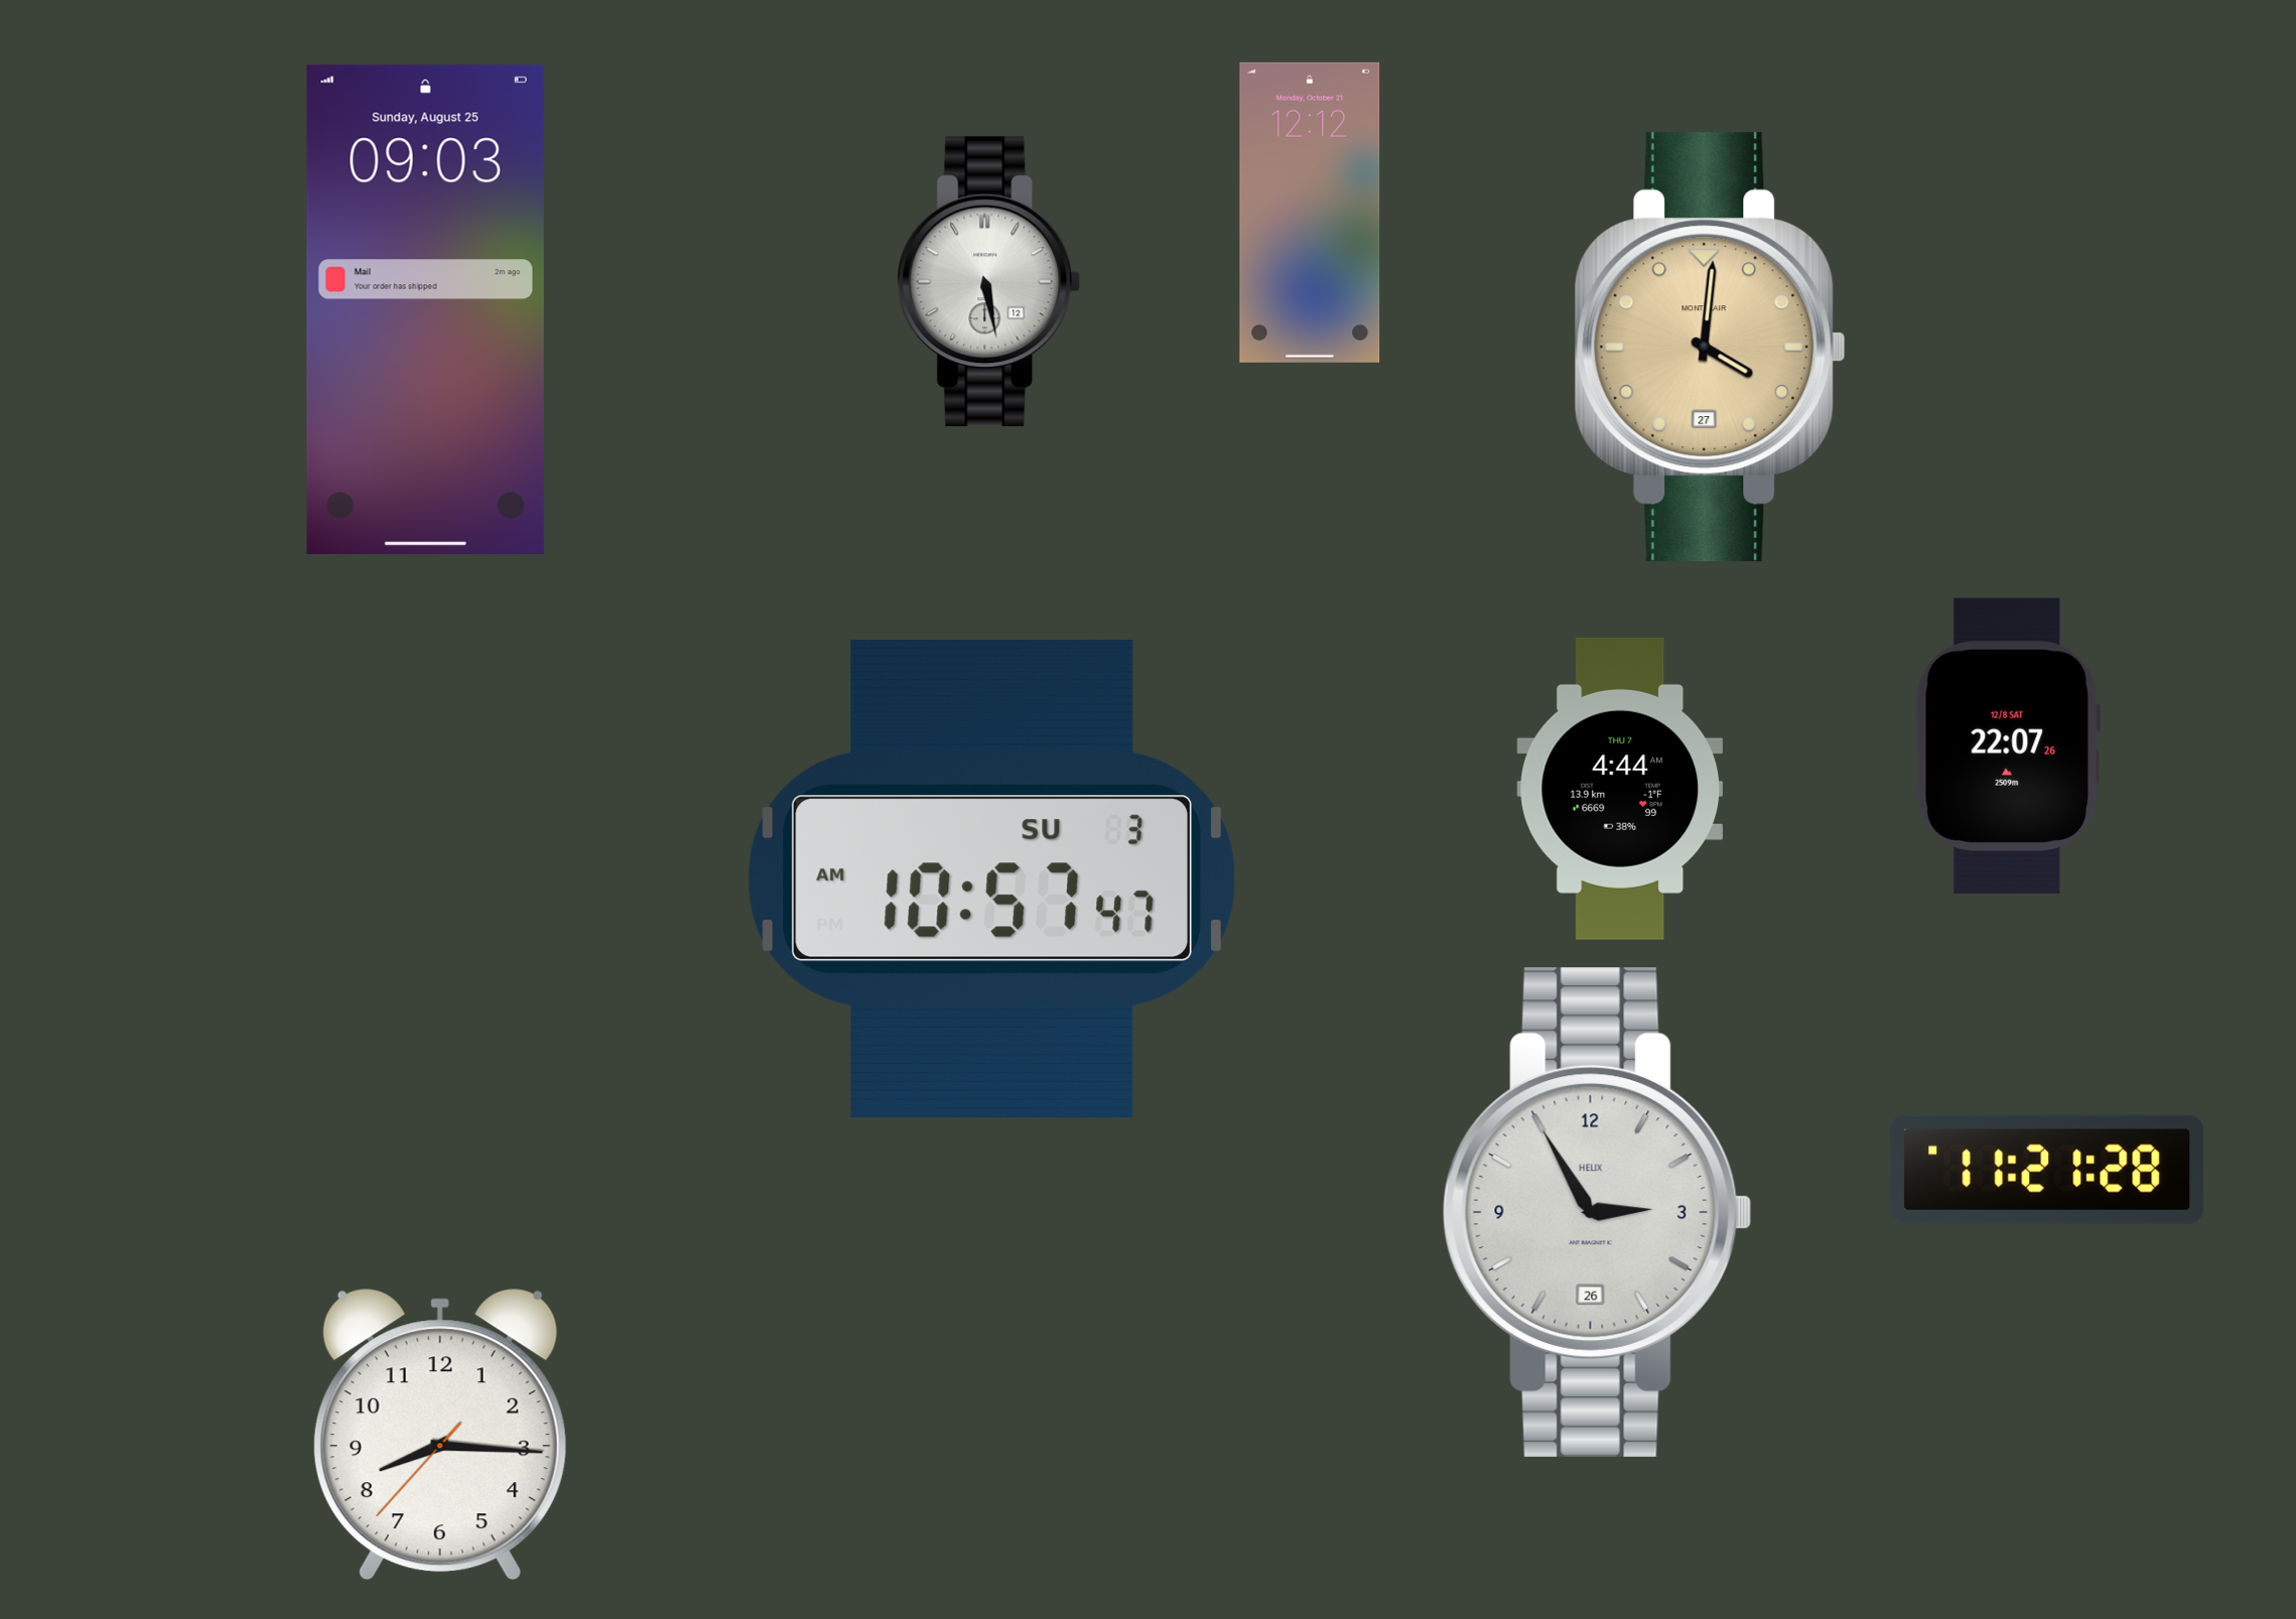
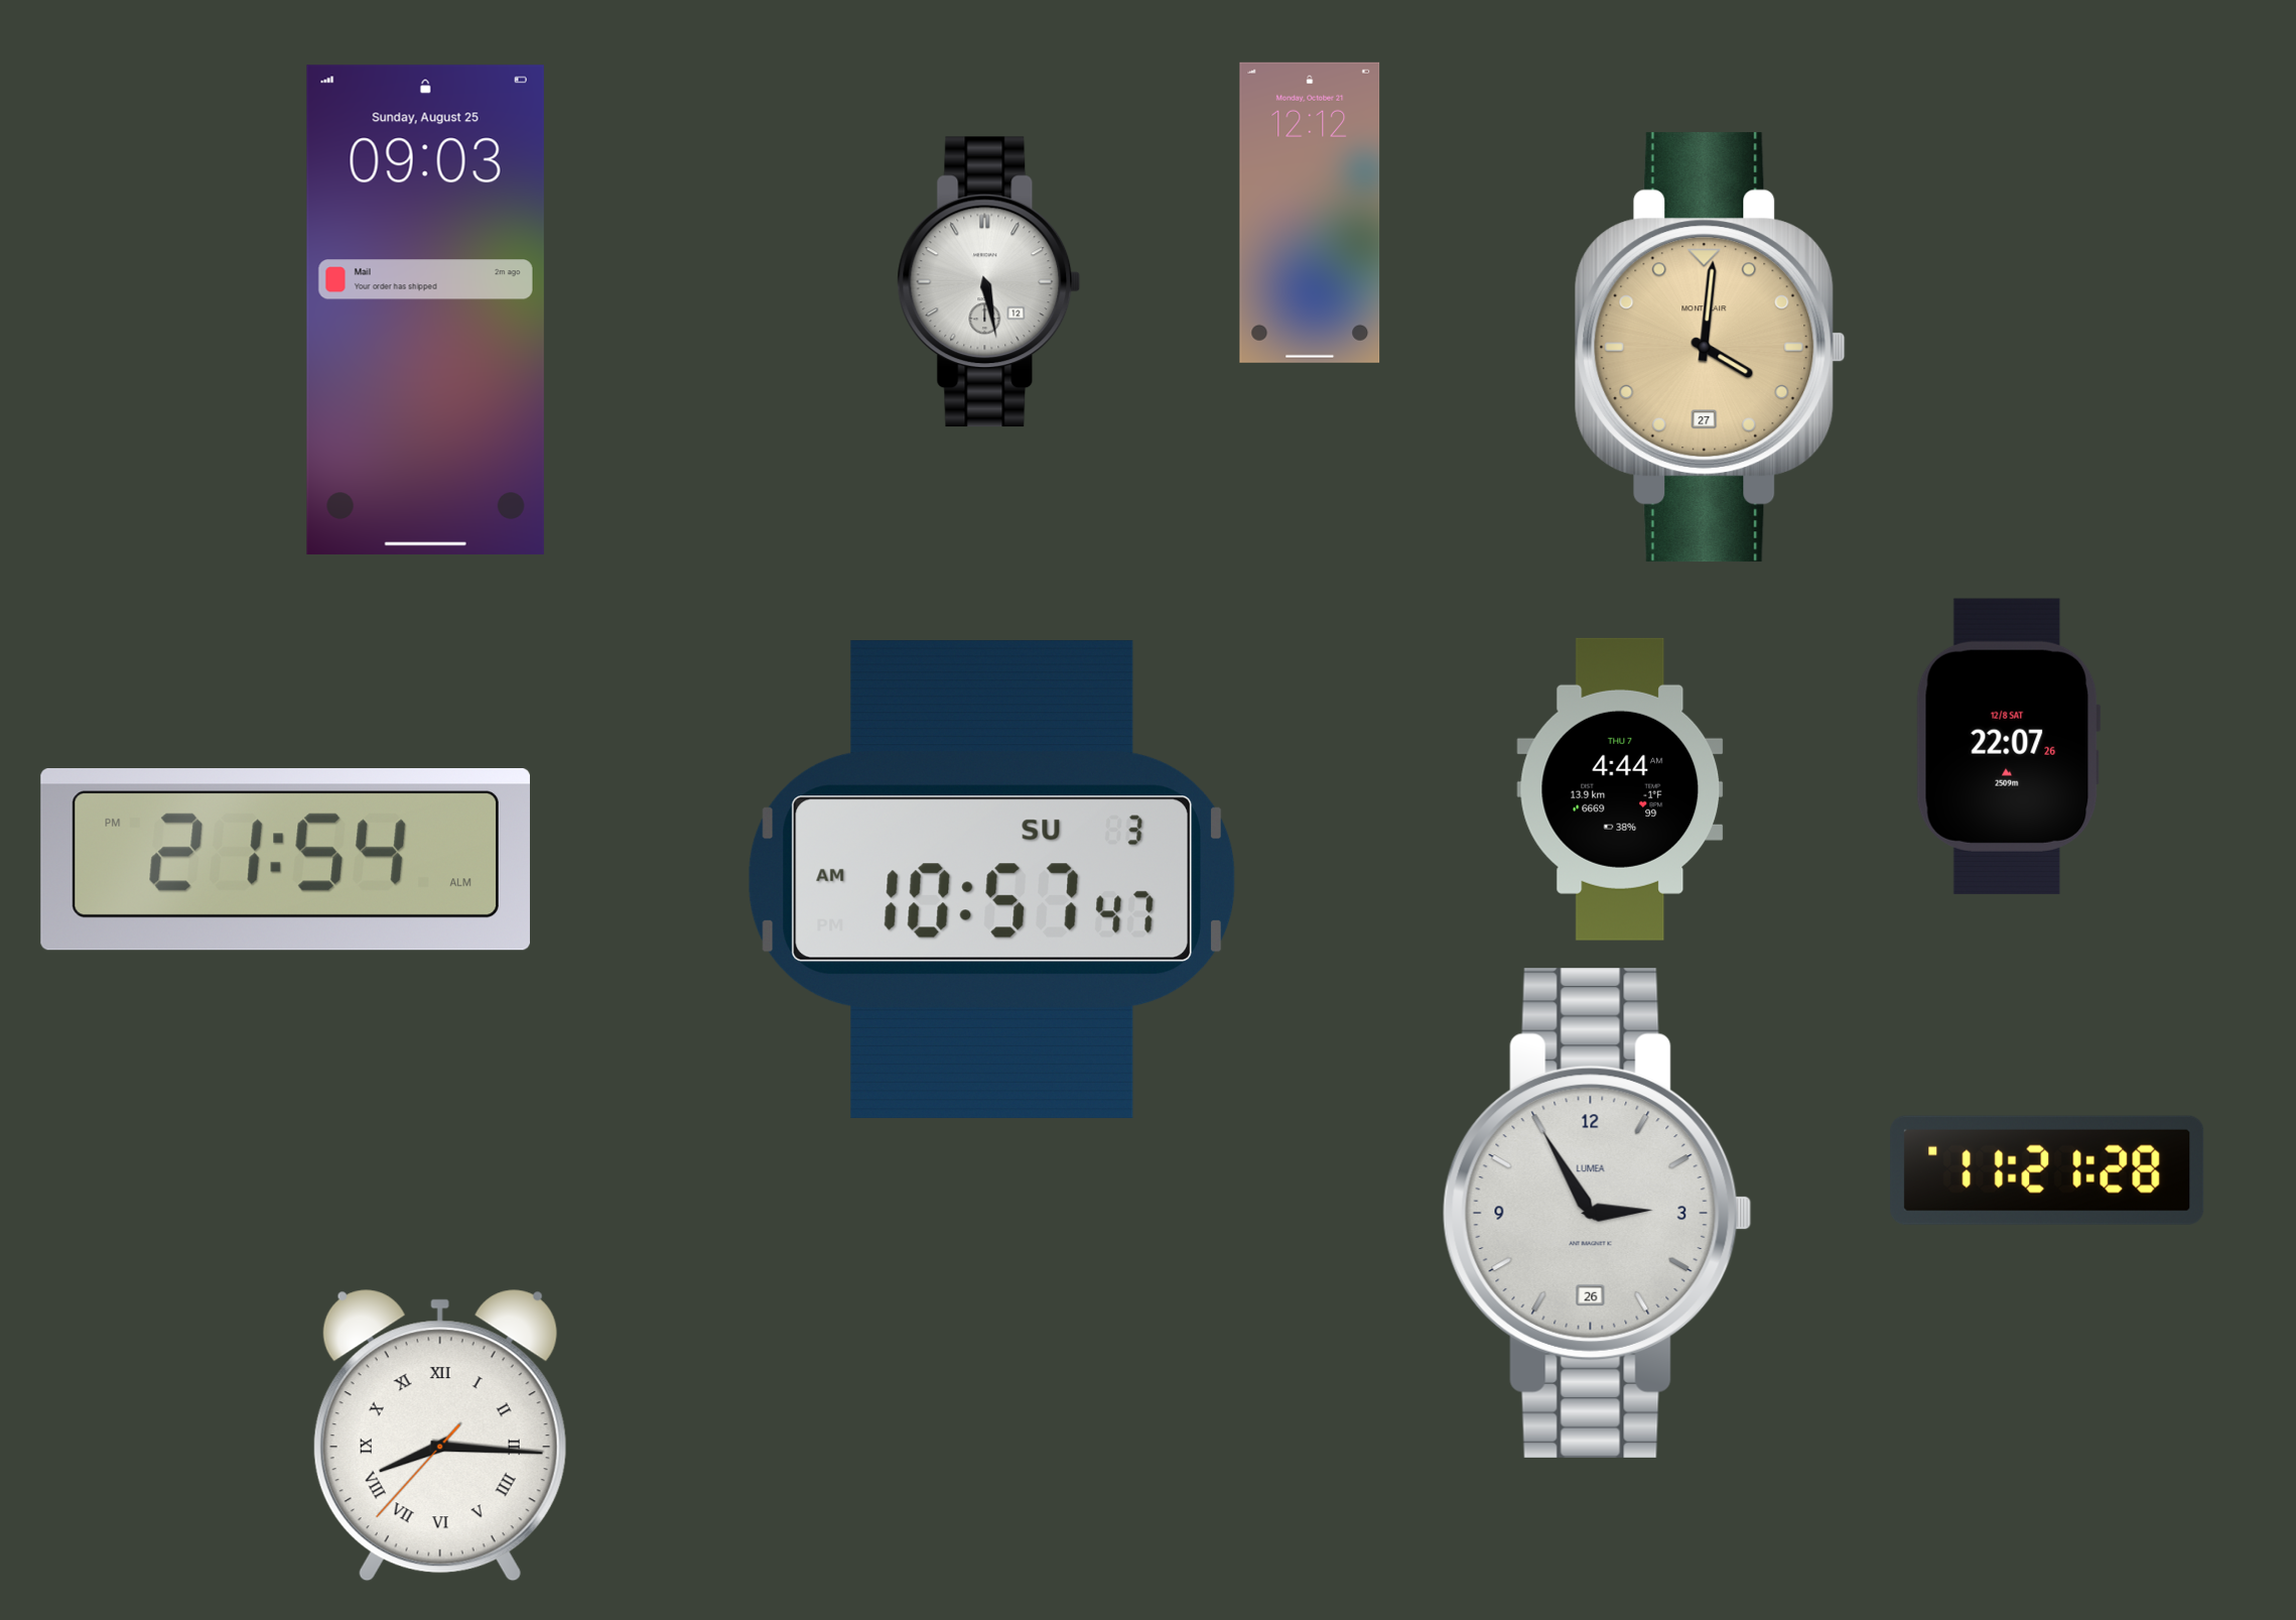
clock at (285, 860): none -> 21:54
clock at (1597, 1212) brand: HELIX -> LUMEA
clock at (440, 1435) numerals: Arabic -> Roman
